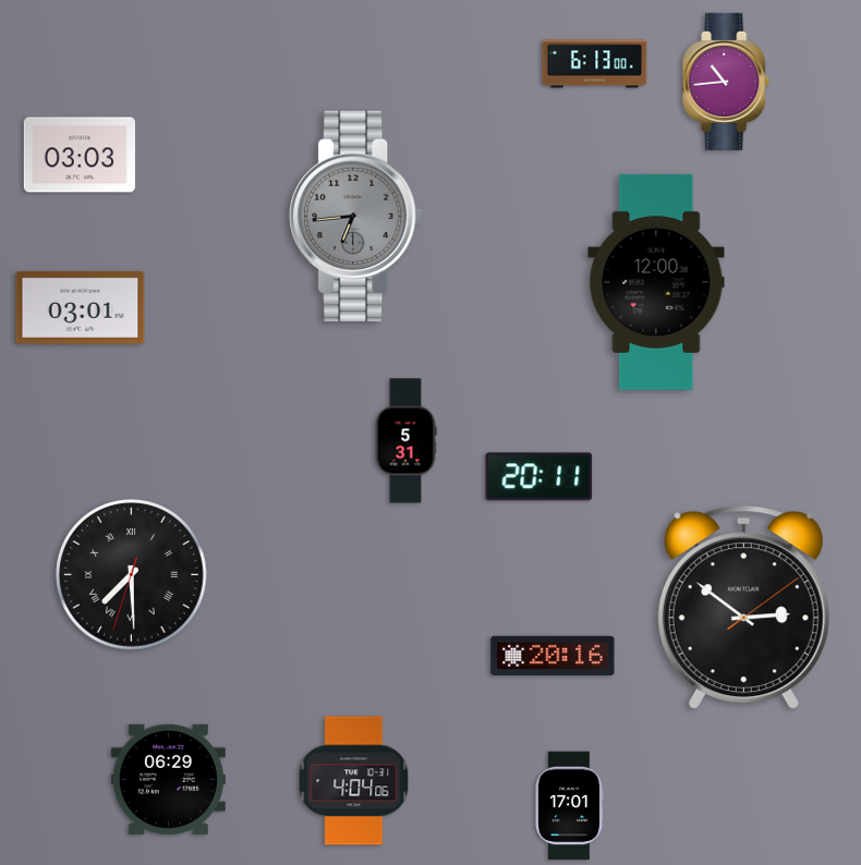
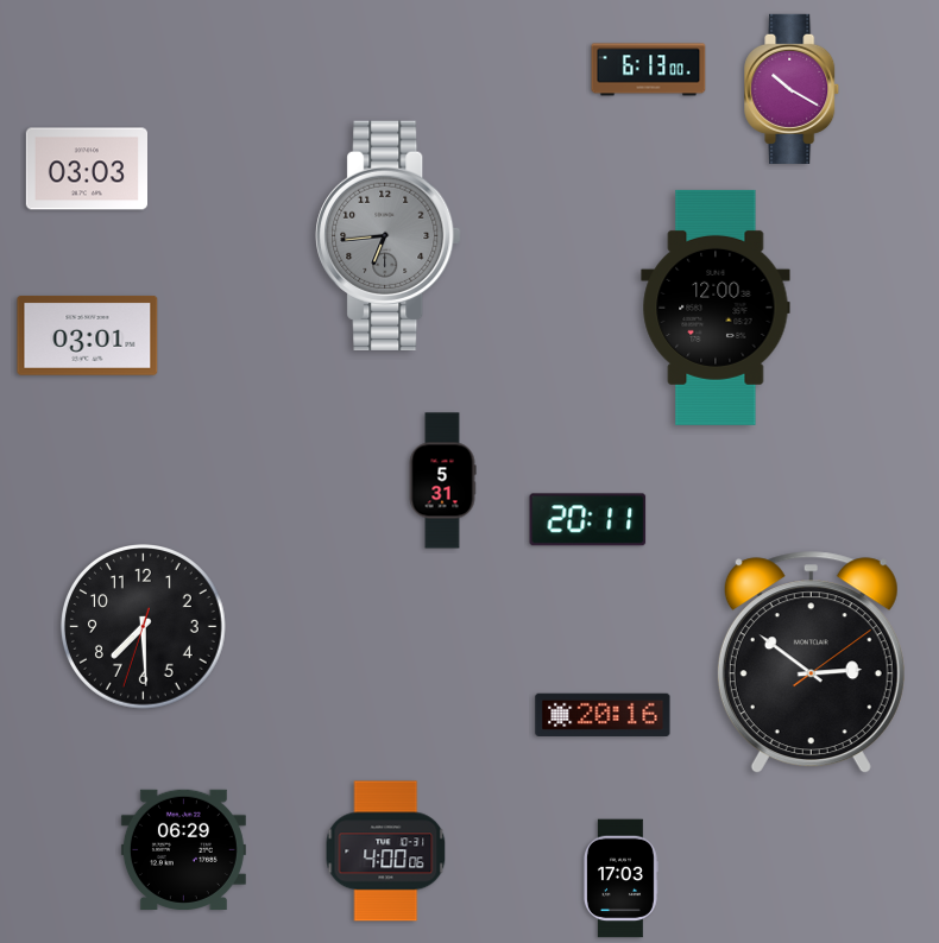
clock at (727, 82): 10:44 -> 10:20
clock at (132, 575) numerals: Roman -> Arabic
clock at (354, 781): 4:04 -> 4:00
clock at (569, 806): 17:01 -> 17:03
